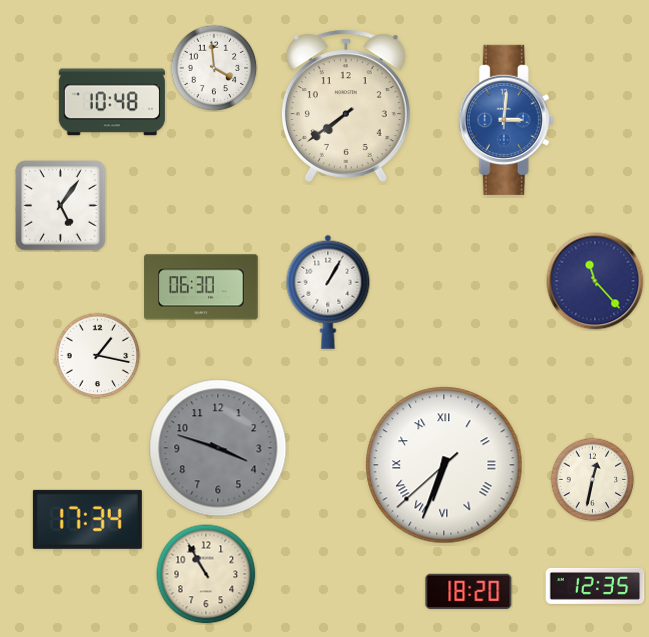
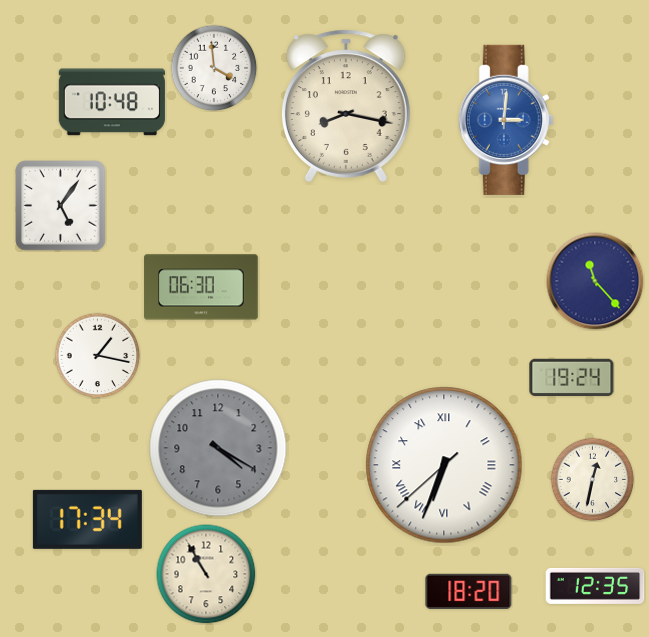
clock at (346, 106): 7:39 -> 8:17
clock at (328, 292): 1:05 -> none
clock at (572, 378): none -> 19:24
clock at (218, 448): 3:48 -> 4:20
